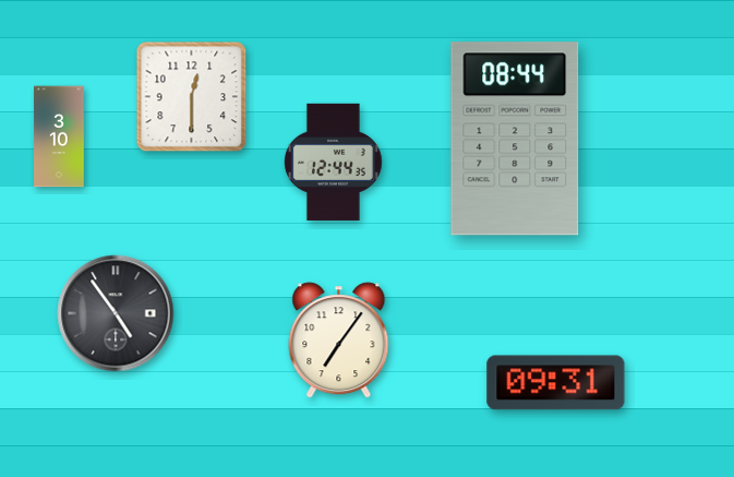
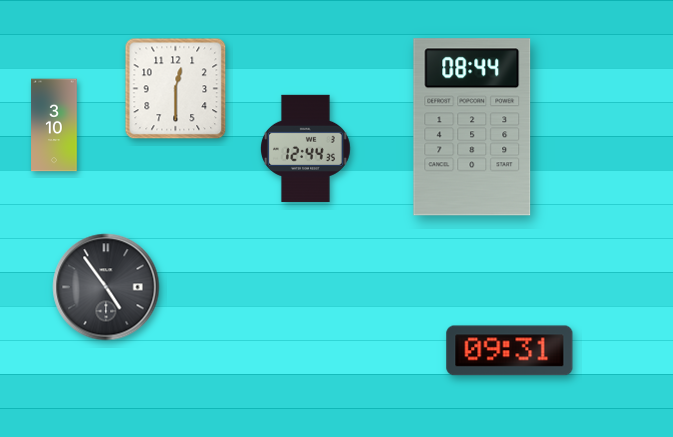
clock at (339, 341): 7:06 -> none
